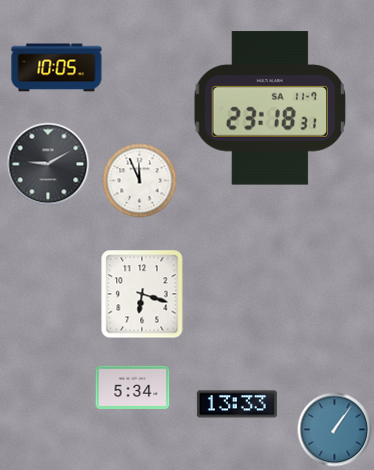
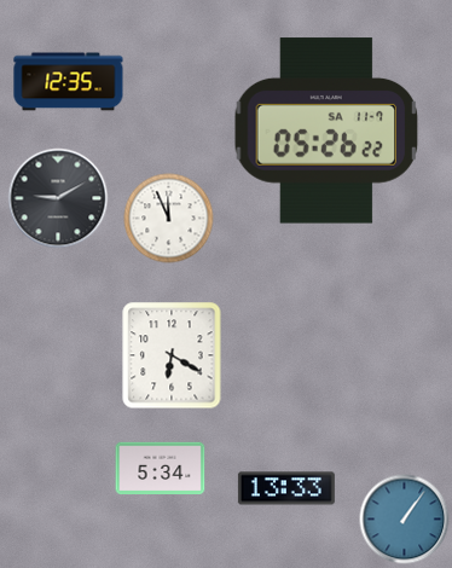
clock at (57, 68): 10:05 -> 12:35
clock at (270, 108): 23:18 -> 05:26
clock at (142, 294): 6:18 -> 6:20
